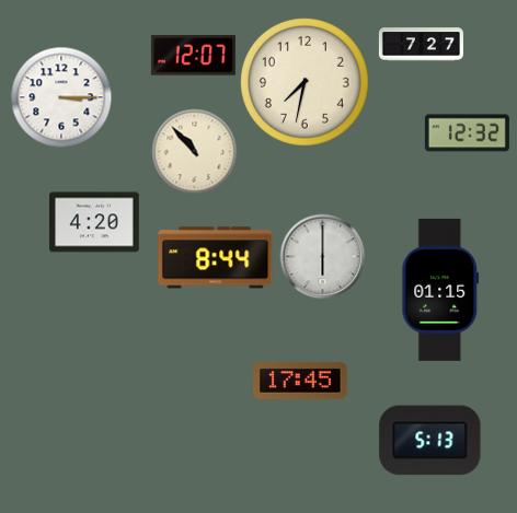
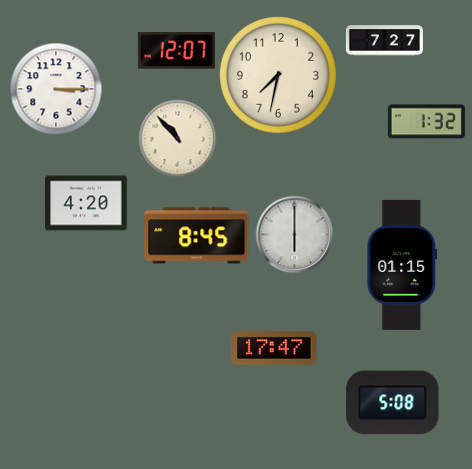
clock at (467, 133): 12:32 -> 1:32
clock at (216, 258): 8:44 -> 8:45
clock at (300, 381): 17:45 -> 17:47
clock at (430, 441): 5:13 -> 5:08
